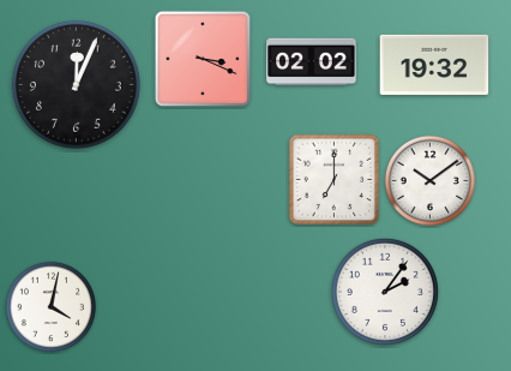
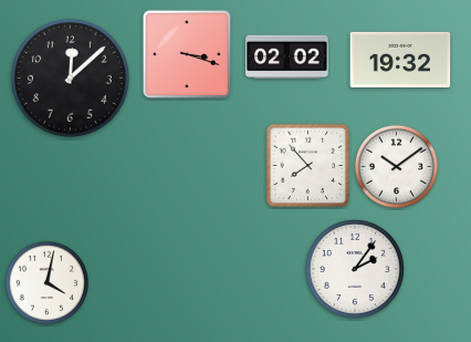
clock at (203, 59): 3:19 -> 3:18
clock at (76, 84): 12:04 -> 12:08
clock at (335, 180): 7:00 -> 7:53
